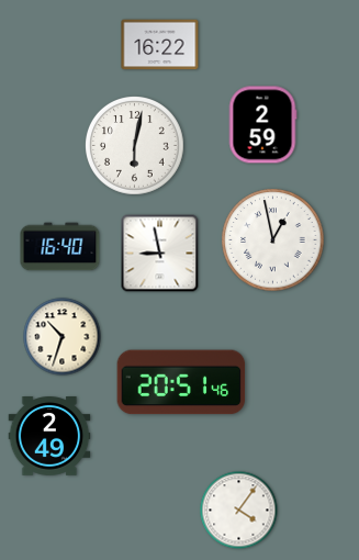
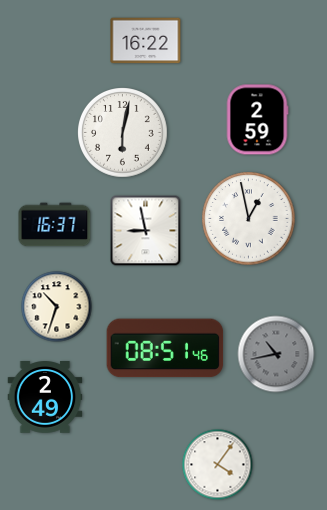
clock at (262, 125) position: (262, 125) -> (257, 120)
clock at (60, 247): 16:40 -> 16:37
clock at (181, 382): 20:51 -> 08:51
clock at (276, 354): none -> 10:43
